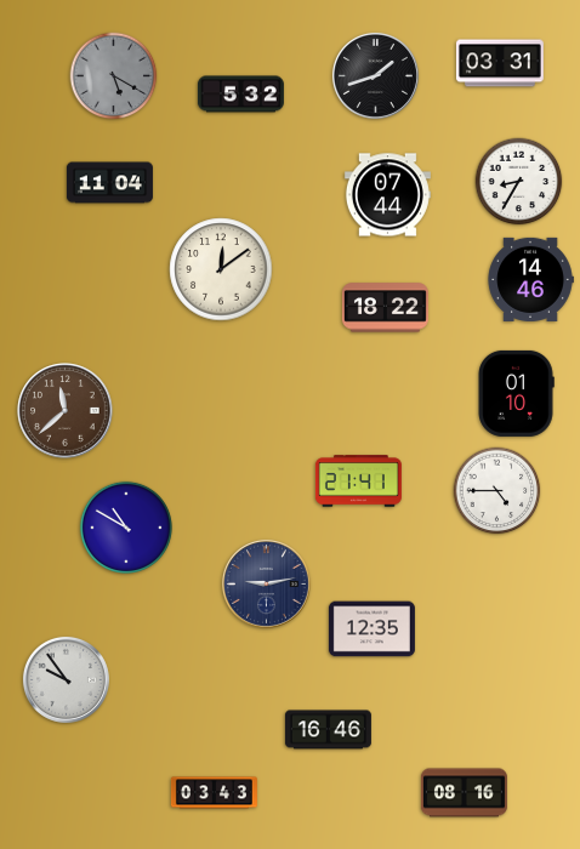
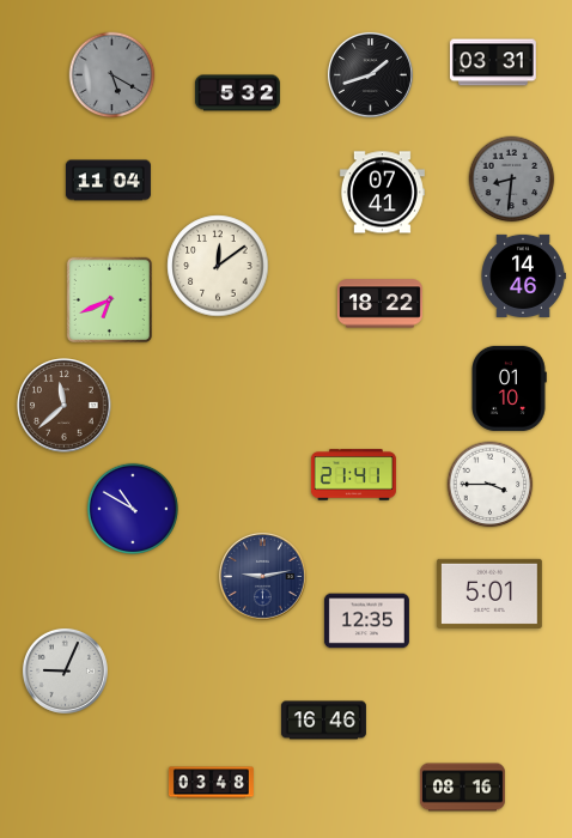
clock at (519, 182): 8:35 -> 8:31
clock at (519, 182) dial: white -> grey
clock at (387, 195): 07:44 -> 07:41
clock at (109, 299): none -> 6:41
clock at (497, 491): 4:45 -> 3:45
clock at (126, 528) position: (126, 528) -> (133, 509)
clock at (489, 594): none -> 5:01
clock at (66, 679): 9:54 -> 9:04
clock at (214, 793): 03:43 -> 03:48
clock at (464, 793) position: (464, 793) -> (462, 788)
